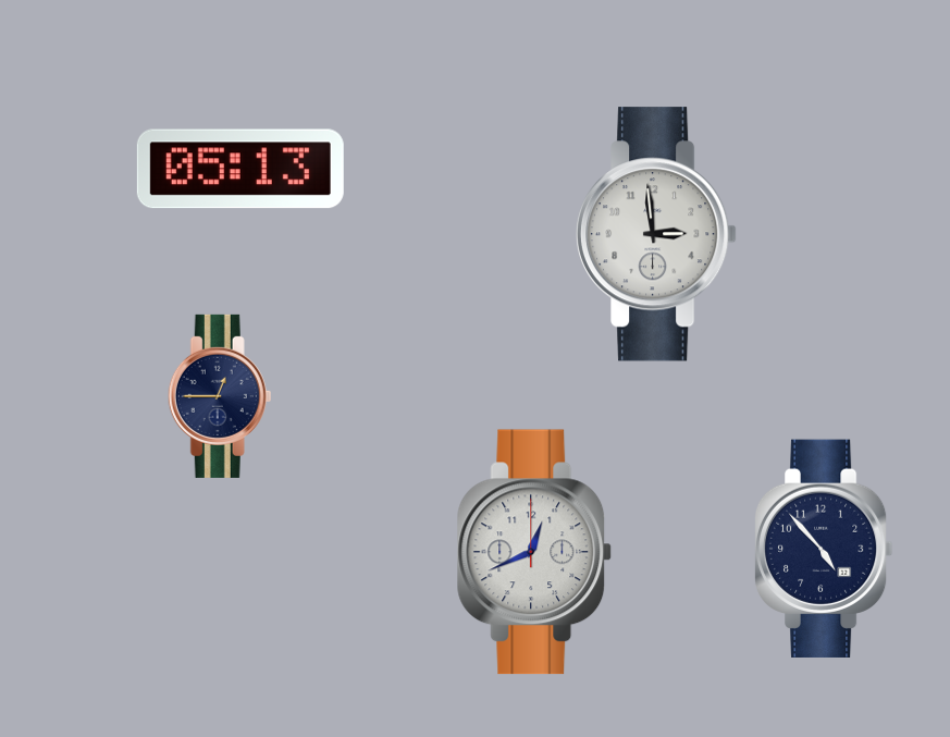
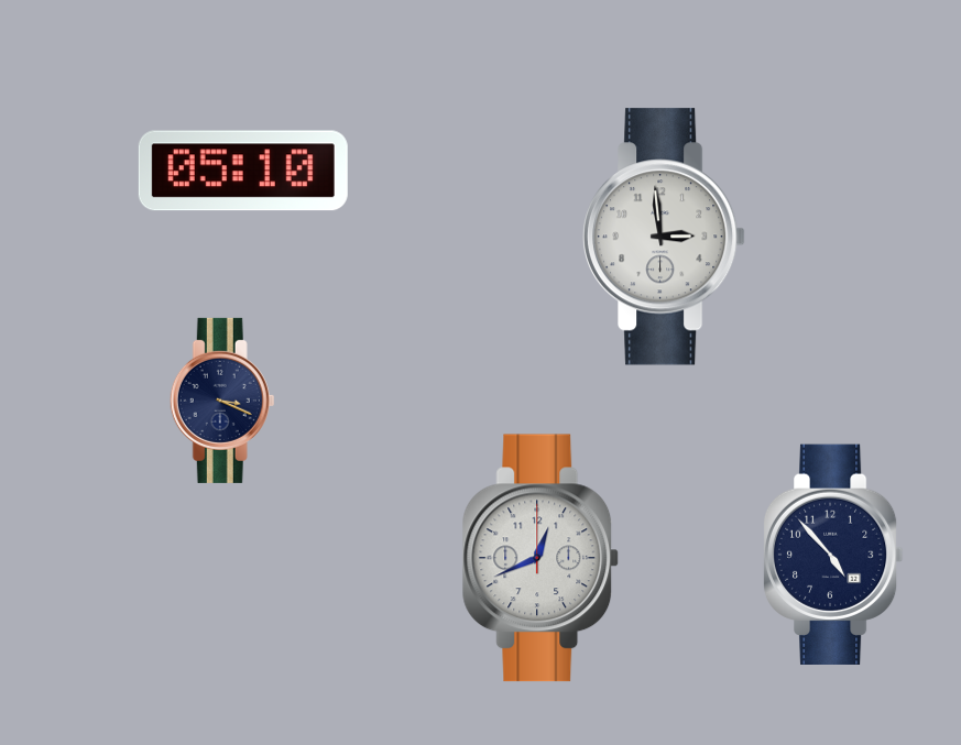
clock at (240, 169): 05:13 -> 05:10
clock at (220, 396): 12:45 -> 3:19
